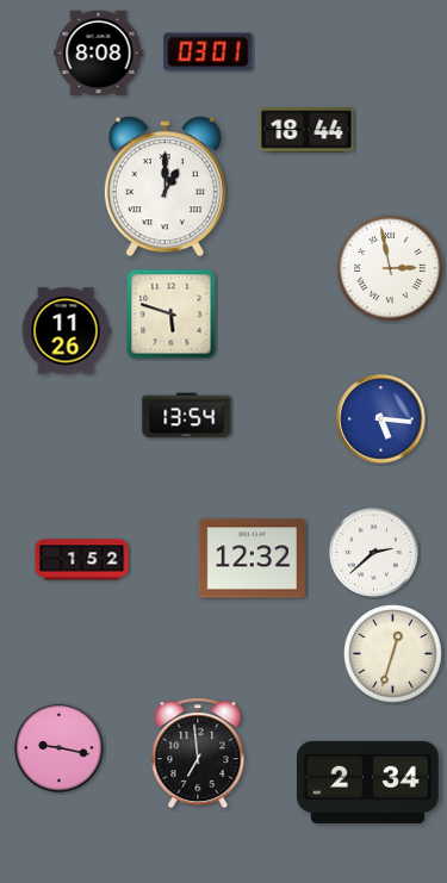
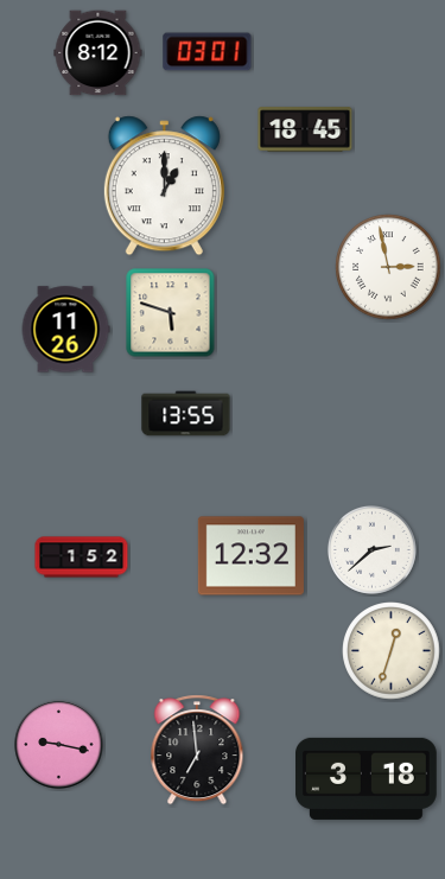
clock at (99, 54): 8:08 -> 8:12
clock at (306, 130): 18:44 -> 18:45
clock at (187, 416): 13:54 -> 13:55
clock at (381, 419): 5:16 -> none
clock at (368, 782): 2:34 -> 3:18
